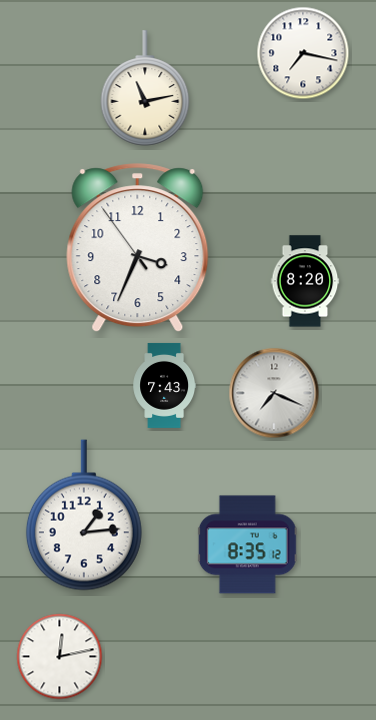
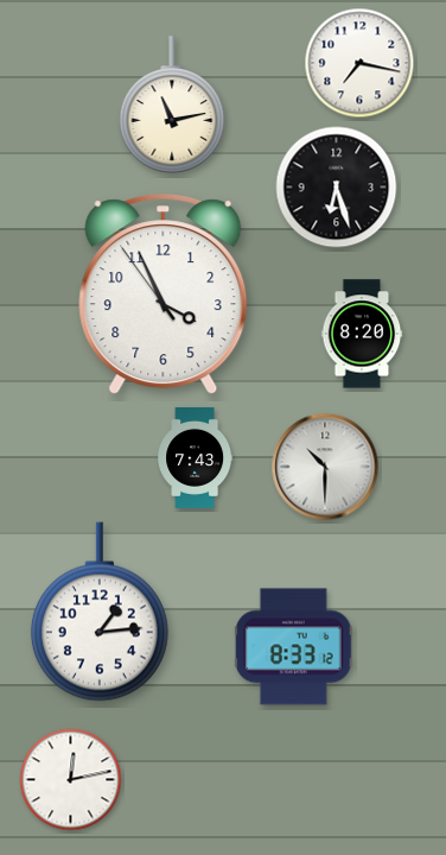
clock at (337, 188): none -> 6:27
clock at (138, 248): 3:33 -> 3:55
clock at (274, 393): 7:19 -> 10:30
clock at (247, 545): 8:35 -> 8:33
